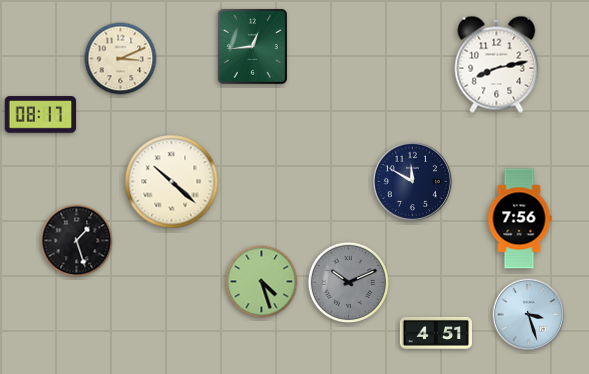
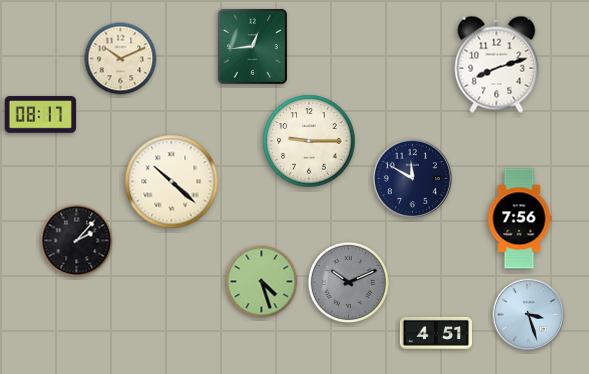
clock at (121, 59): 3:11 -> 10:11
clock at (497, 64): 8:13 -> 8:12
clock at (309, 141): none -> 9:15
clock at (412, 181) position: (412, 181) -> (412, 178)
clock at (77, 241): 1:27 -> 2:07
